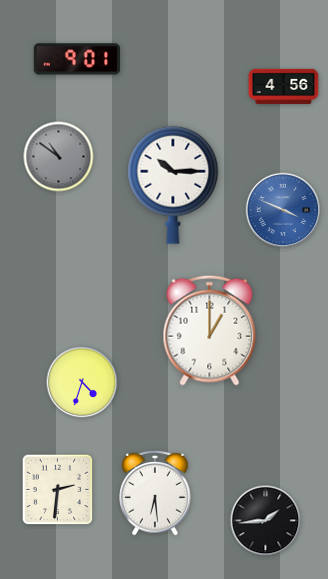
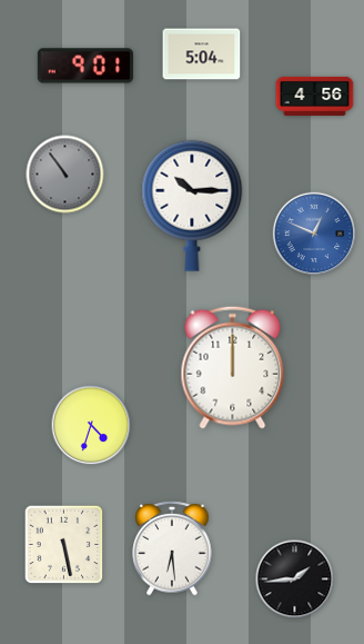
clock at (202, 55): none -> 5:04
clock at (59, 157): 10:51 -> 10:54
clock at (283, 210): 3:49 -> 12:49
clock at (210, 330): 1:00 -> 12:00
clock at (58, 490): 2:31 -> 5:28
